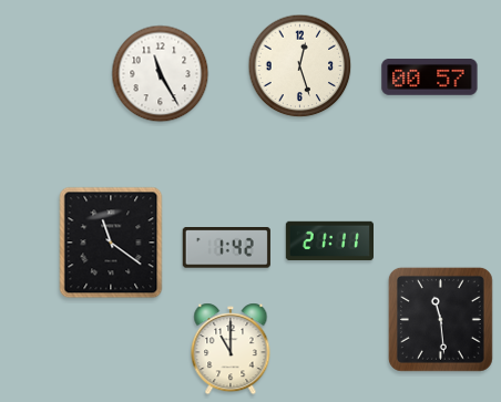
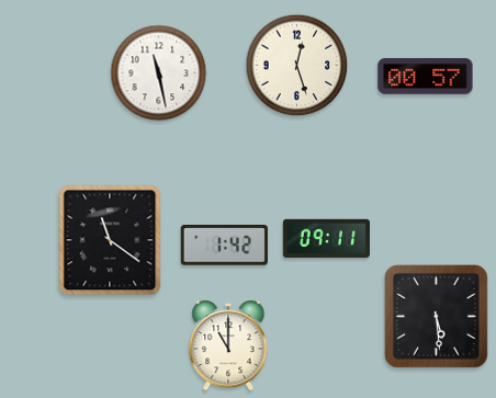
clock at (161, 74): 11:25 -> 11:28
clock at (329, 241): 21:11 -> 09:11
clock at (440, 319): 11:29 -> 5:29
